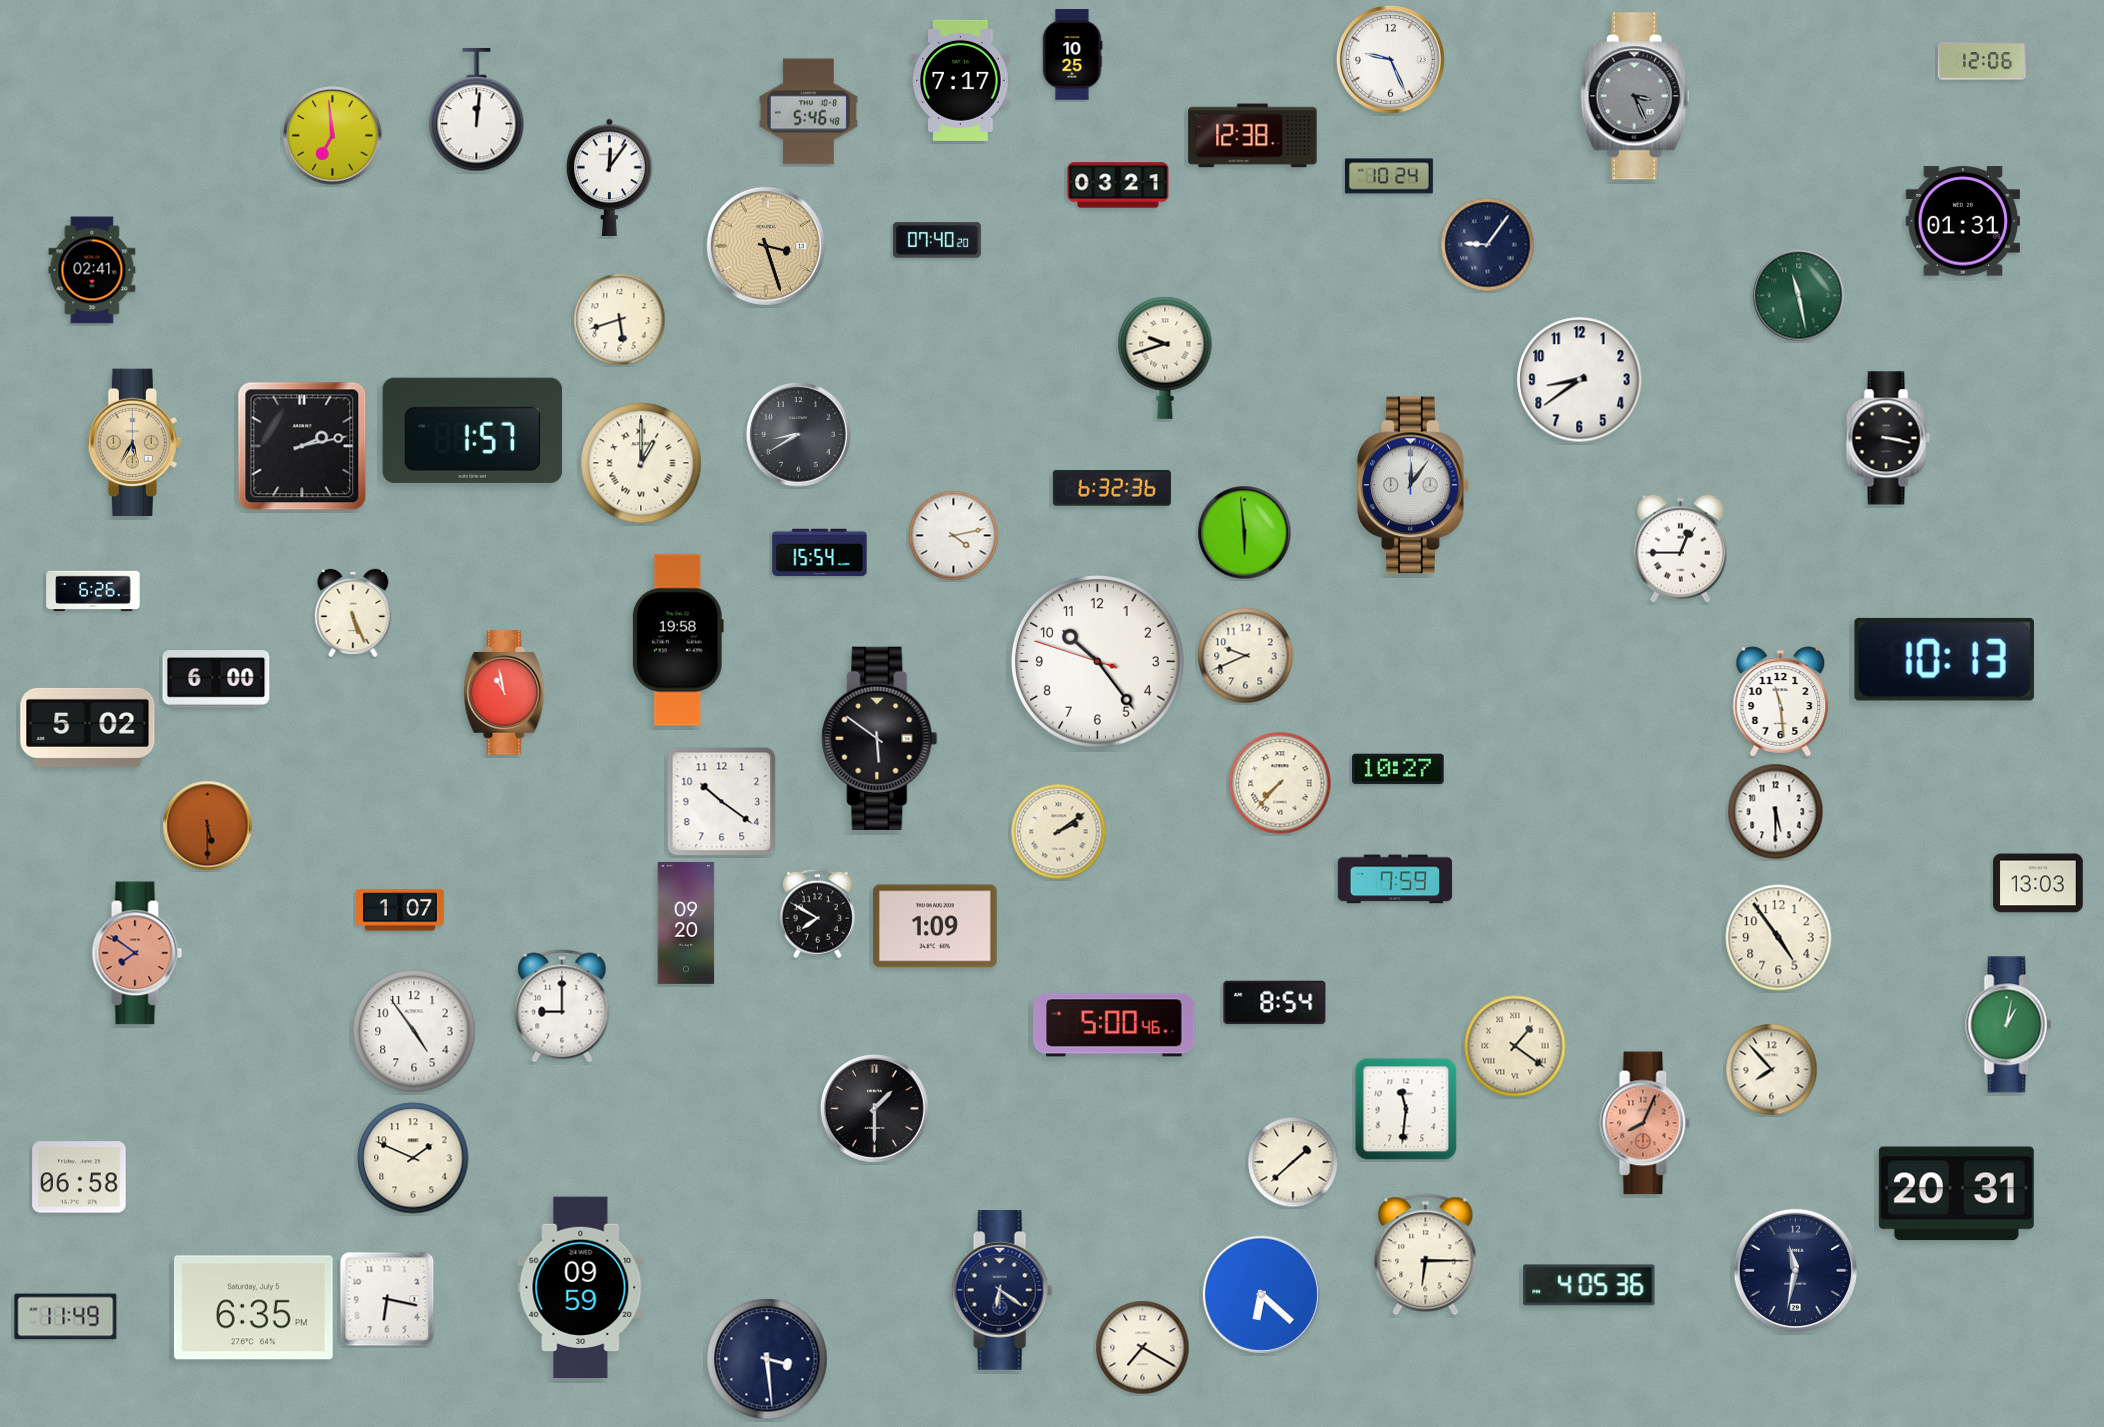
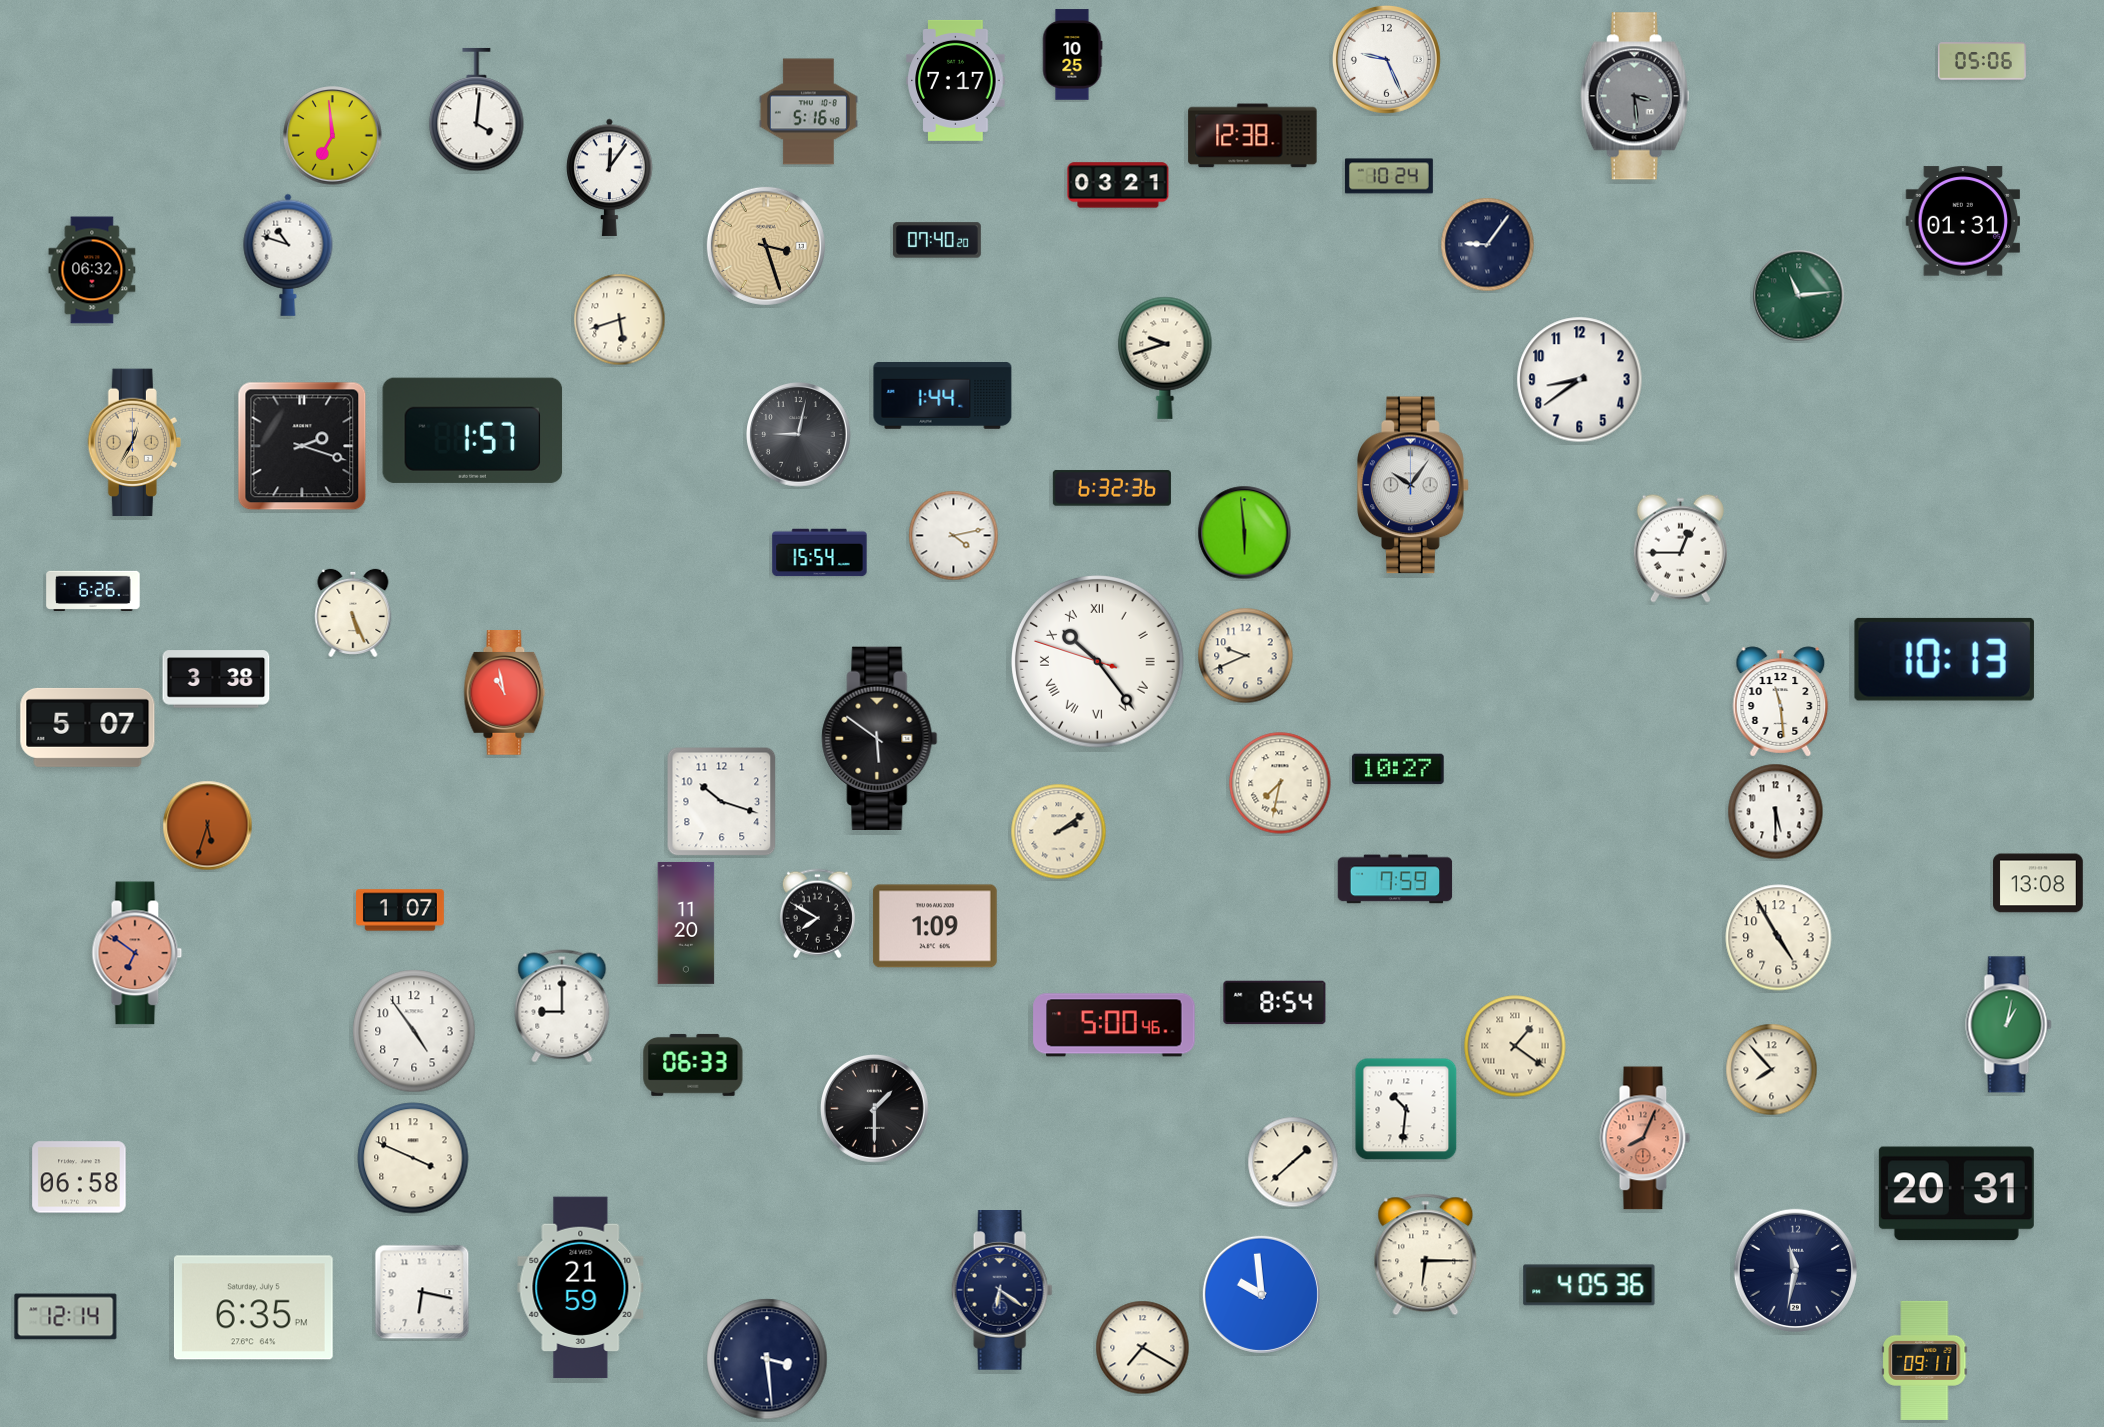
clock at (1390, 59) position: (1390, 59) -> (1386, 59)
clock at (1982, 61): 12:06 -> 05:06
clock at (961, 80) position: (961, 80) -> (956, 80)
clock at (1635, 96): 3:26 -> 3:29
clock at (477, 110): 12:01 -> 4:01
clock at (808, 112): 5:46 -> 5:16
clock at (288, 255): none -> 10:48
clock at (92, 270): 02:41 -> 06:32
clock at (1799, 296): 11:28 -> 11:14
clock at (943, 396): none -> 1:44
clock at (799, 435): 8:40 -> 9:02
clock at (1888, 438): 3:17 -> none
clock at (134, 443): 5:35 -> 12:35
clock at (302, 446): 2:13 -> 2:18
clock at (641, 463): 1:00 -> none
clock at (1414, 485): 12:06 -> 10:06
clock at (678, 640): 19:58 -> none
clock at (1098, 662) numerals: Arabic -> Roman
clock at (216, 679): 6:00 -> 3:38
clock at (88, 727): 5:02 -> 5:07
clock at (1280, 783): 7:37 -> 7:32
clock at (722, 802): 10:21 -> 10:18
clock at (208, 826): 5:30 -> 5:33
clock at (2038, 883): 13:03 -> 13:08
clock at (686, 923): 09:20 -> 11:20
clock at (1779, 938): 4:54 -> 4:55
clock at (137, 953): 7:51 -> 6:51
clock at (693, 1065): none -> 06:33
clock at (1406, 1109): 11:31 -> 10:31
clock at (1645, 1123) position: (1645, 1123) -> (1645, 1138)
clock at (413, 1158): 1:49 -> 3:49
clock at (581, 1288): 09:59 -> 21:59
clock at (1261, 1294): 6:22 -> 9:59
clock at (387, 1299) position: (387, 1299) -> (422, 1292)
clock at (66, 1317): 11:49 -> 12:14
clock at (1925, 1360): none -> 09:11
